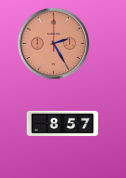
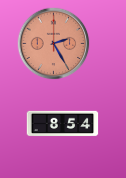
clock at (63, 124): 8:57 -> 8:54
